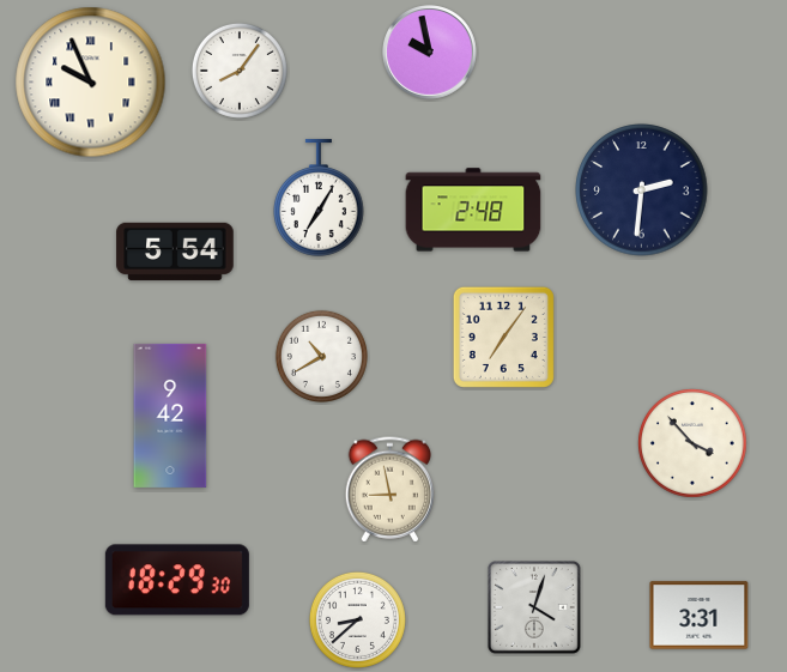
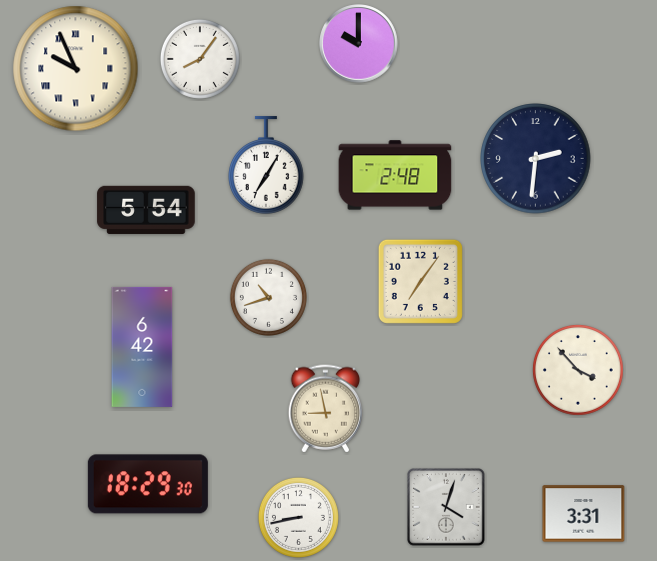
clock at (430, 53): 9:58 -> 10:00
clock at (321, 356): 10:40 -> 10:42
clock at (170, 416): 9:42 -> 6:42
clock at (357, 619): 8:38 -> 8:43
